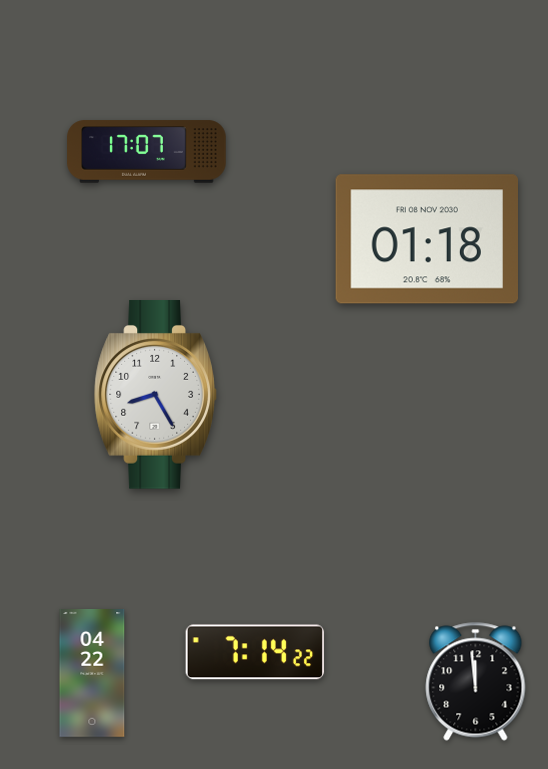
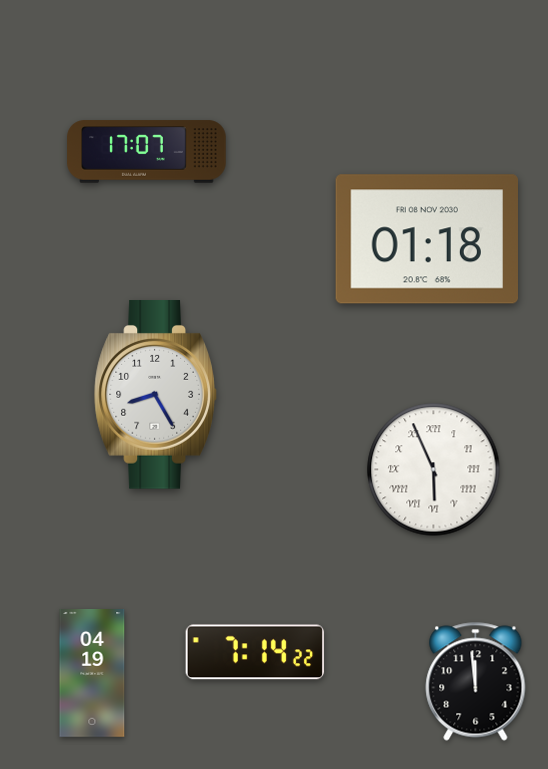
clock at (434, 470): none -> 5:56
clock at (92, 674): 04:22 -> 04:19
